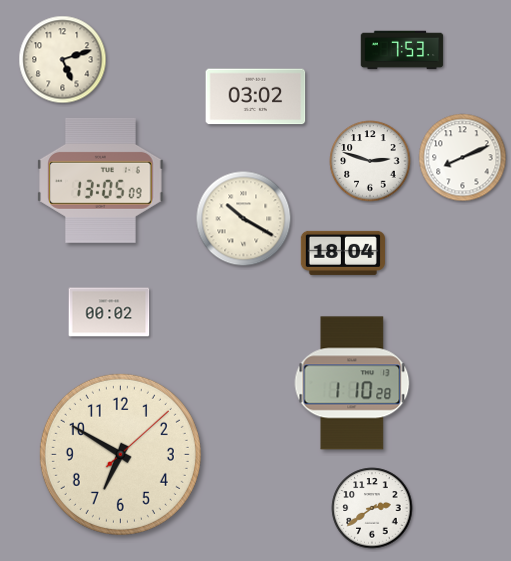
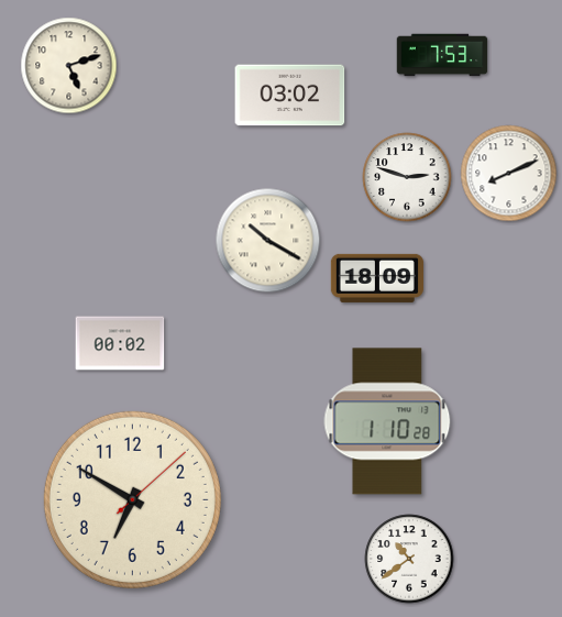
clock at (256, 97) position: (256, 97) -> (290, 96)
clock at (101, 180): 13:05 -> none
clock at (343, 253): 18:04 -> 18:09
clock at (372, 508): 2:39 -> 10:39
